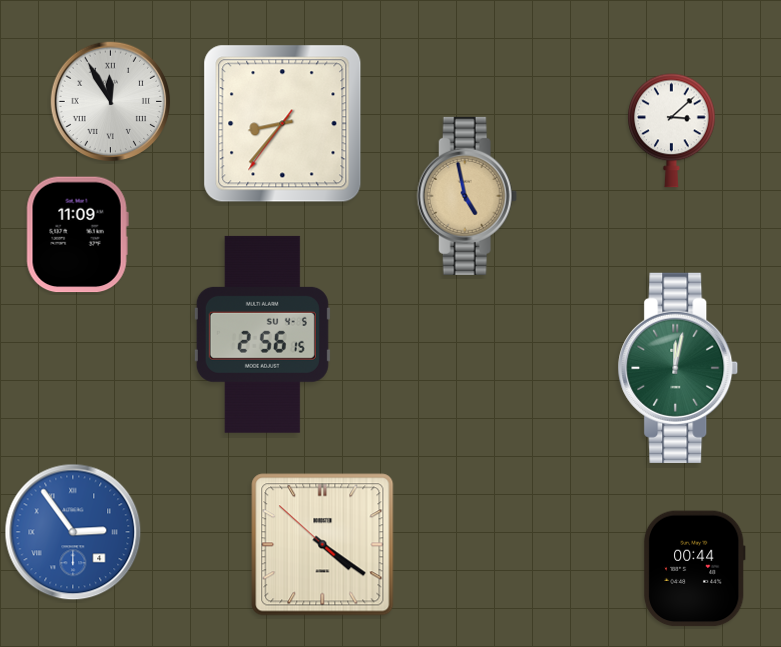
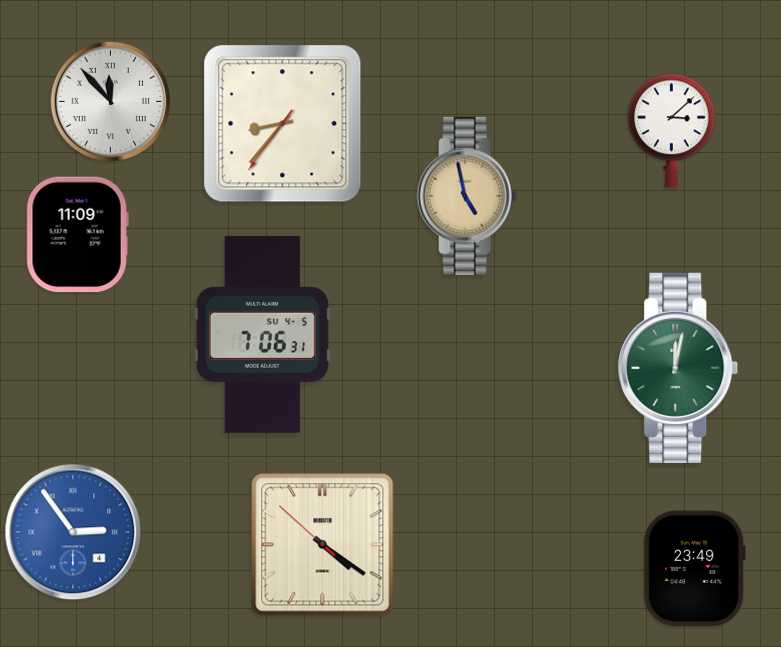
clock at (111, 102): 11:55 -> 11:53
clock at (262, 334): 2:56 -> 7:06
clock at (694, 569): 00:44 -> 23:49
